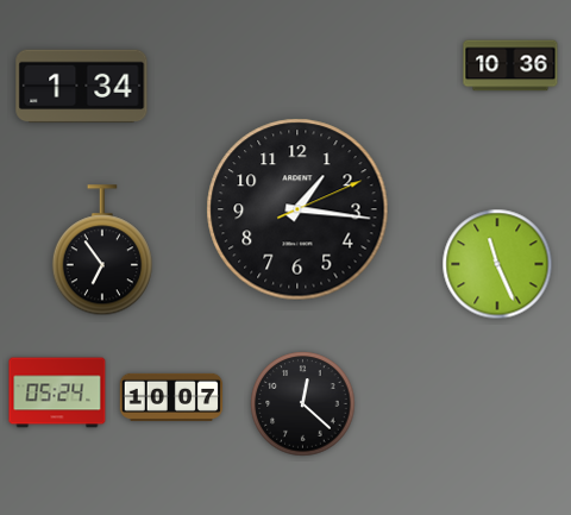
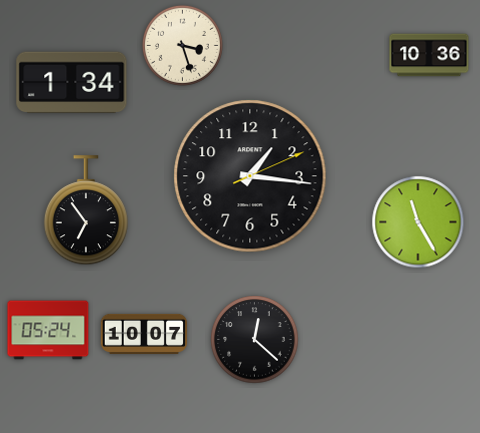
clock at (182, 45): none -> 3:27
clock at (82, 87) position: (82, 87) -> (72, 83)
clock at (497, 264): 11:26 -> 11:25
